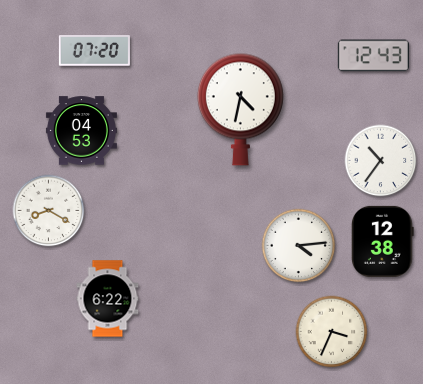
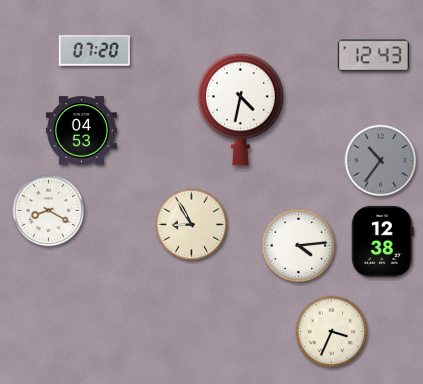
clock at (381, 161) dial: white -> grey
clock at (192, 225): none -> 8:55
clock at (108, 299): 6:22 -> none
